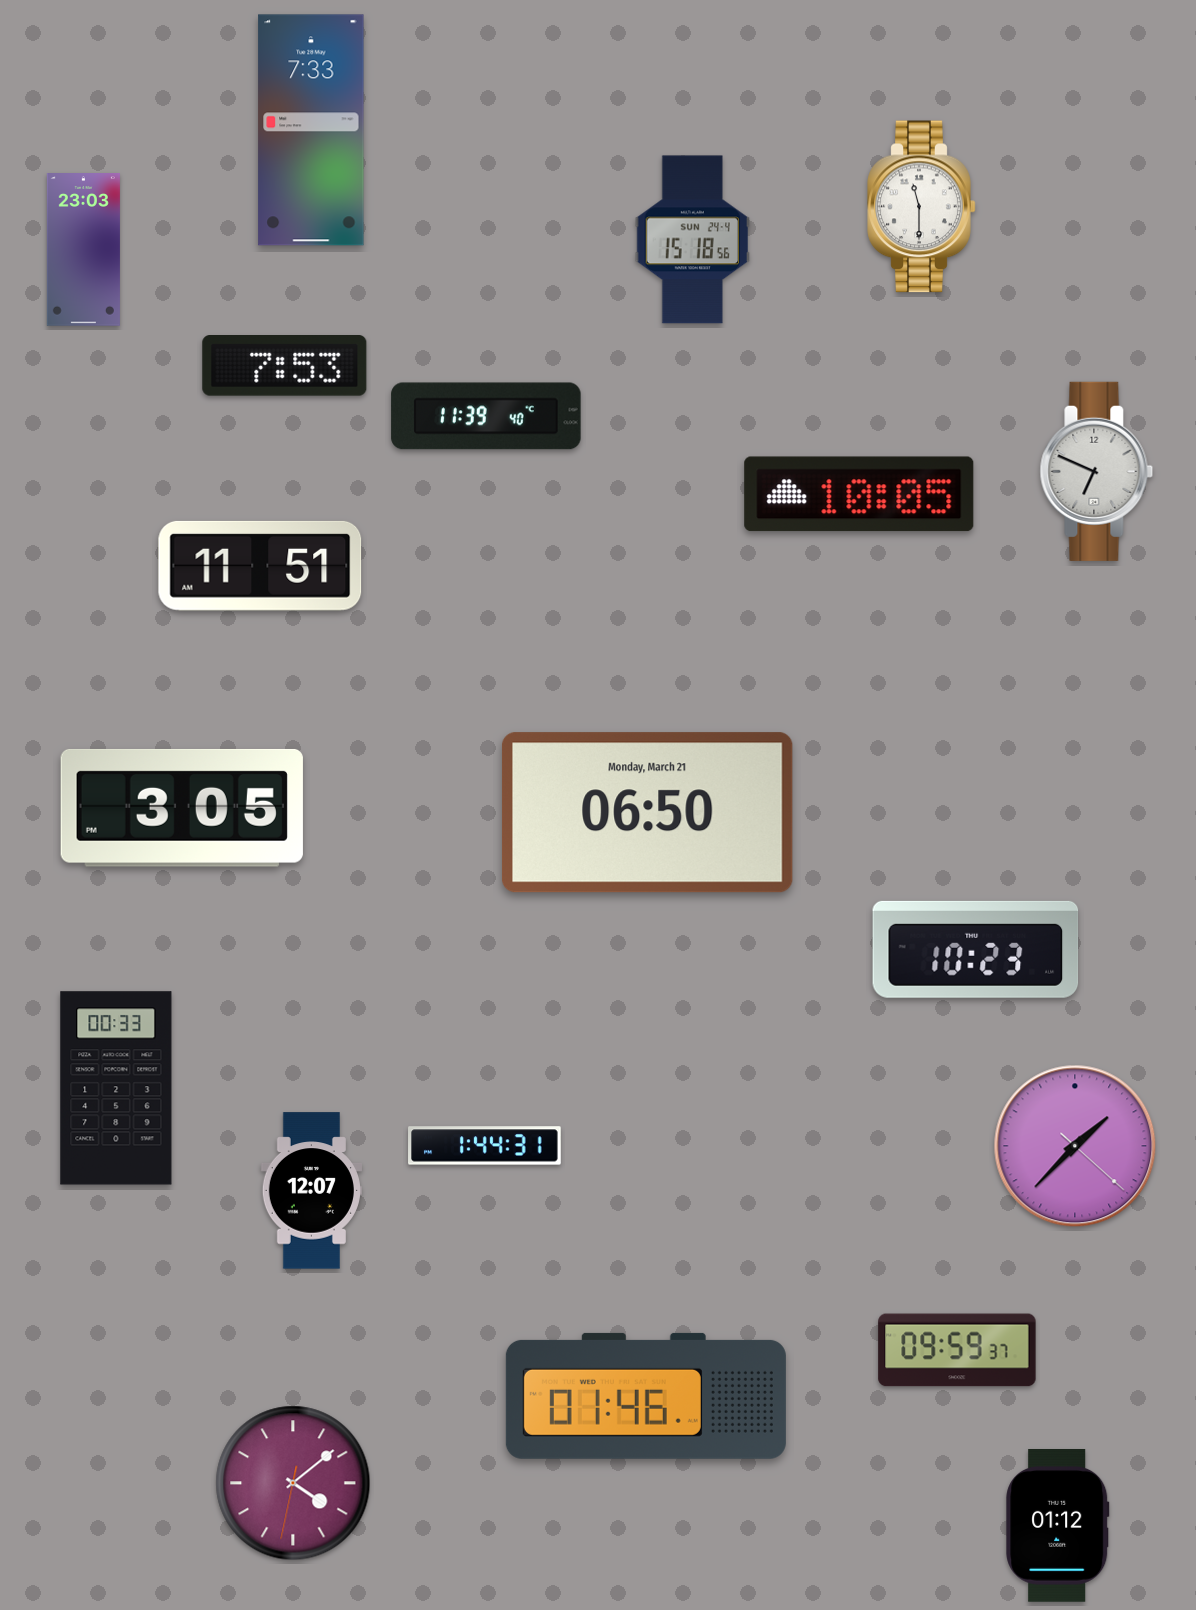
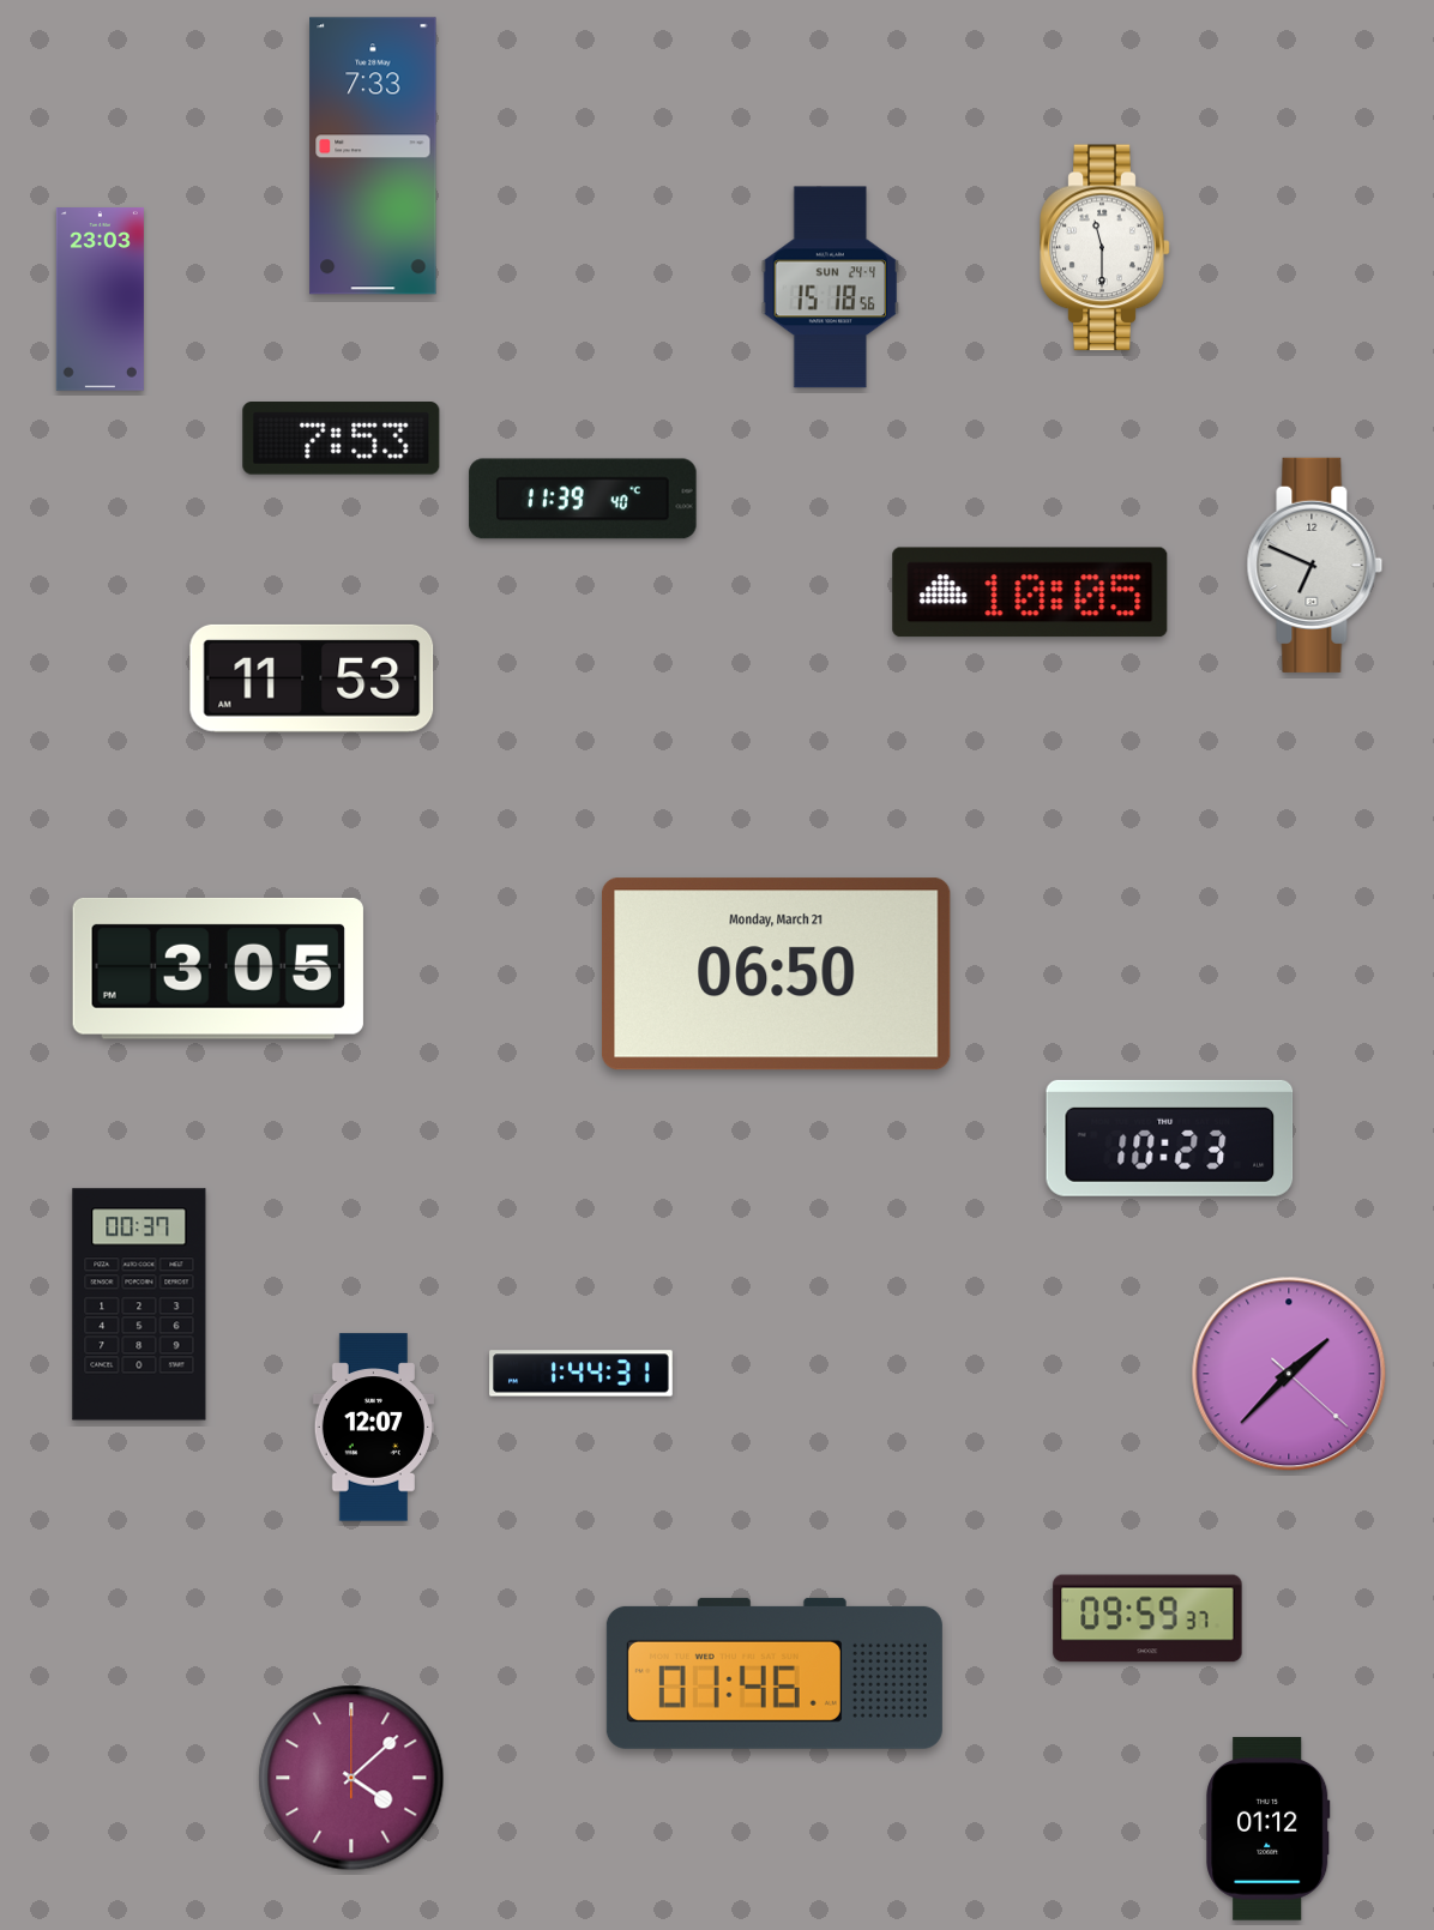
clock at (260, 566): 11:51 -> 11:53
clock at (116, 1088): 00:33 -> 00:37
clock at (293, 1483): 4:08:32 -> 4:08:00
